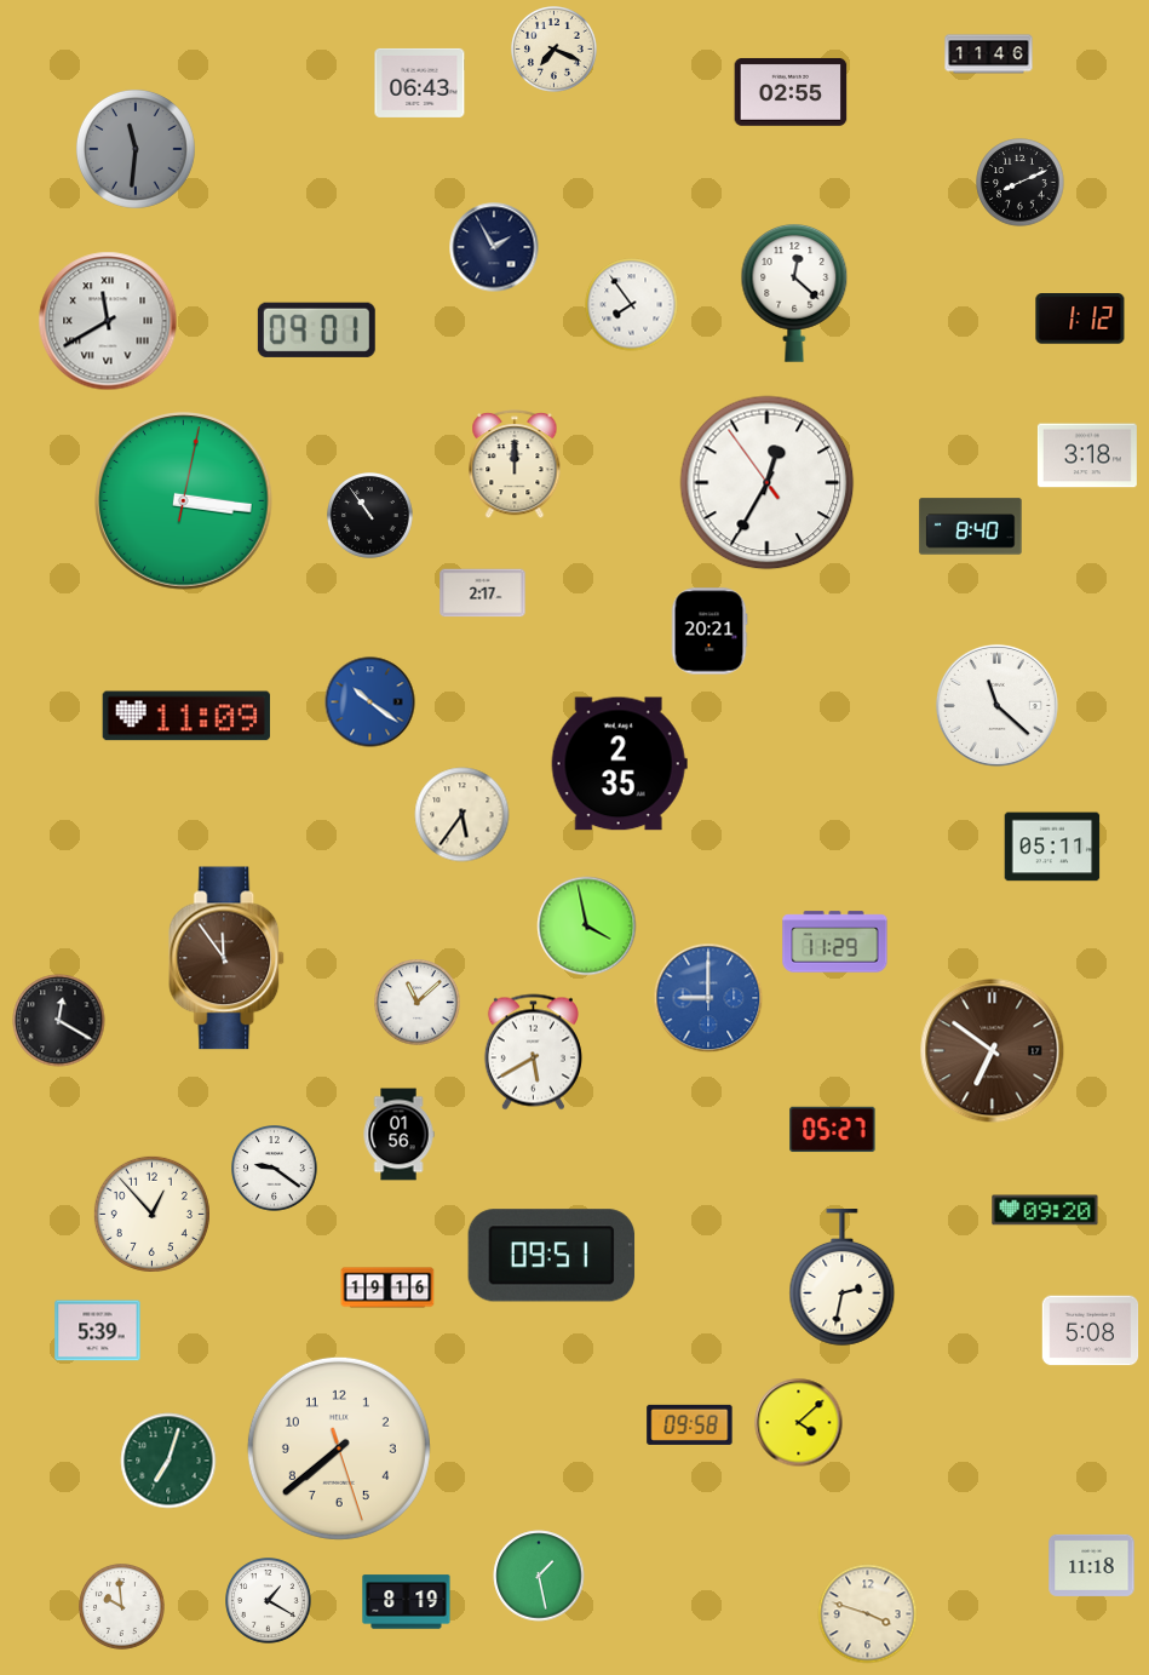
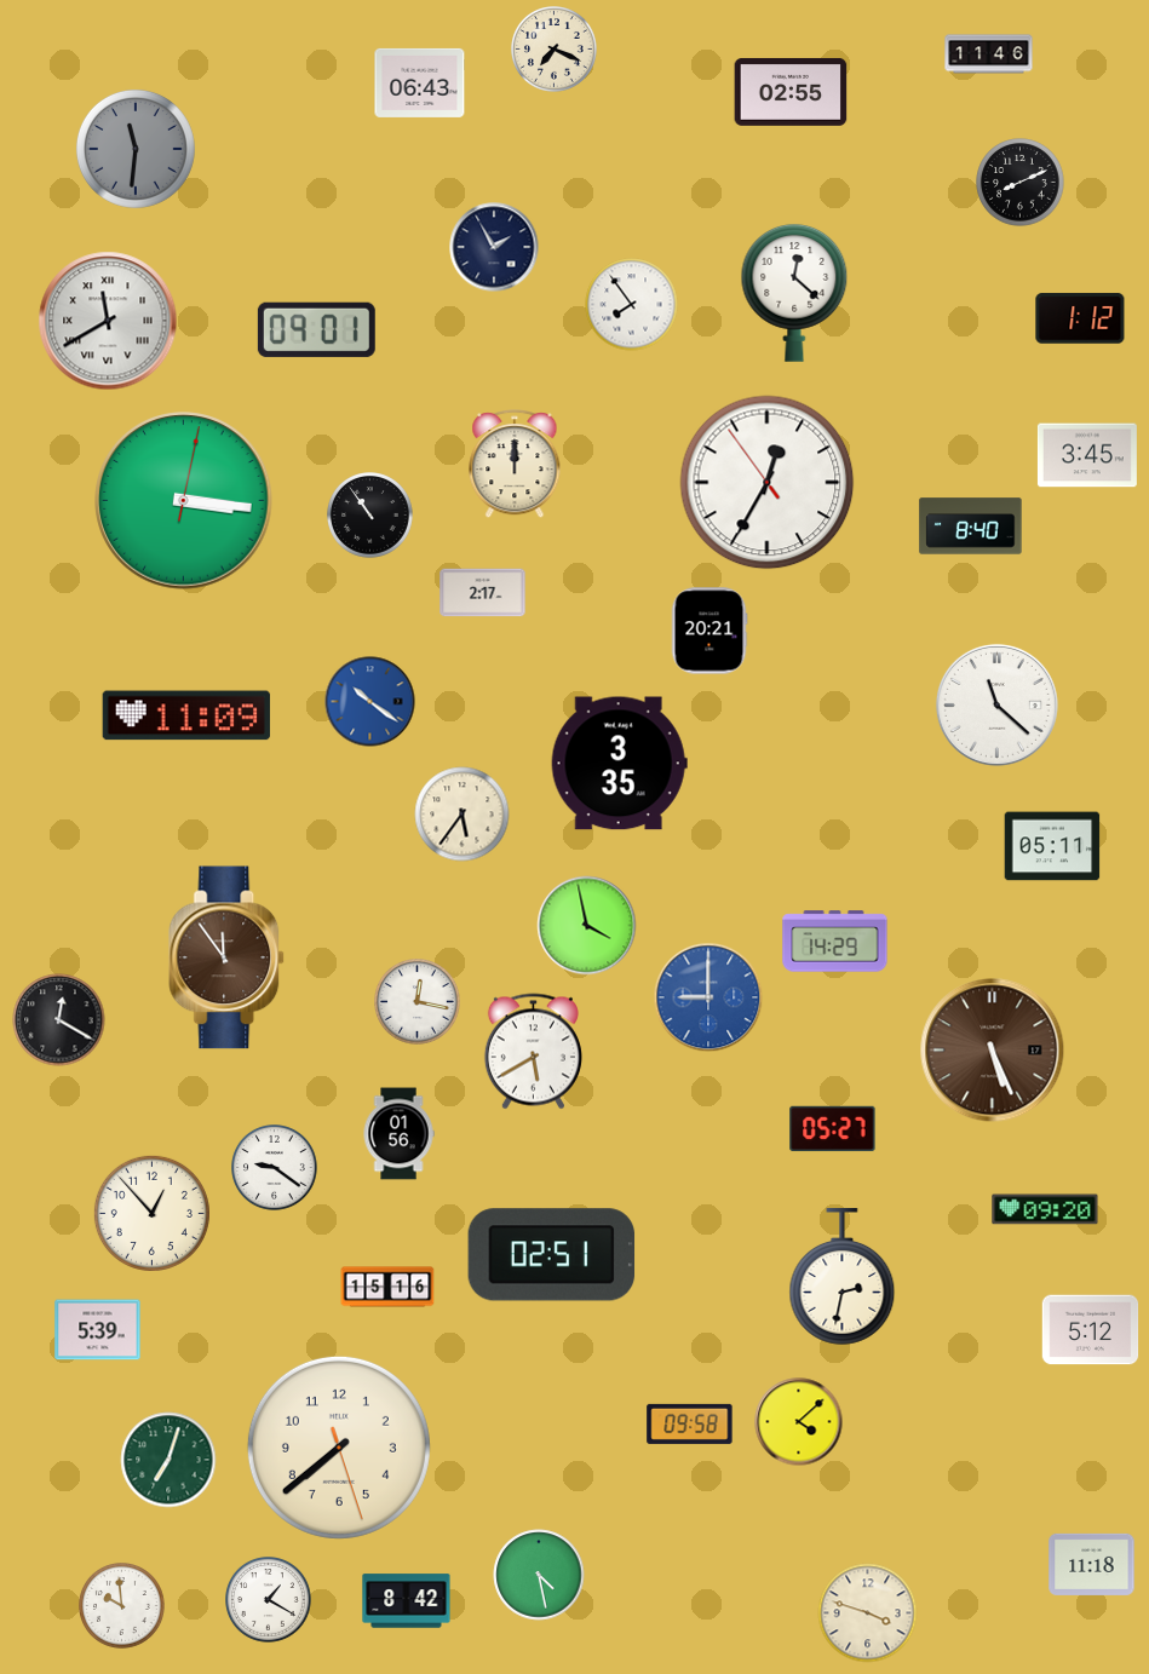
clock at (1087, 455): 3:18 -> 3:45
clock at (619, 764): 2:35 -> 3:35
clock at (835, 942): 11:29 -> 14:29
clock at (418, 1003): 11:08 -> 12:17
clock at (993, 1051): 6:51 -> 5:26
clock at (552, 1256): 09:51 -> 02:51
clock at (387, 1287): 19:16 -> 15:16
clock at (1091, 1331): 5:08 -> 5:12
clock at (539, 1576): 1:28 -> 4:28
clock at (407, 1602): 8:19 -> 8:42
